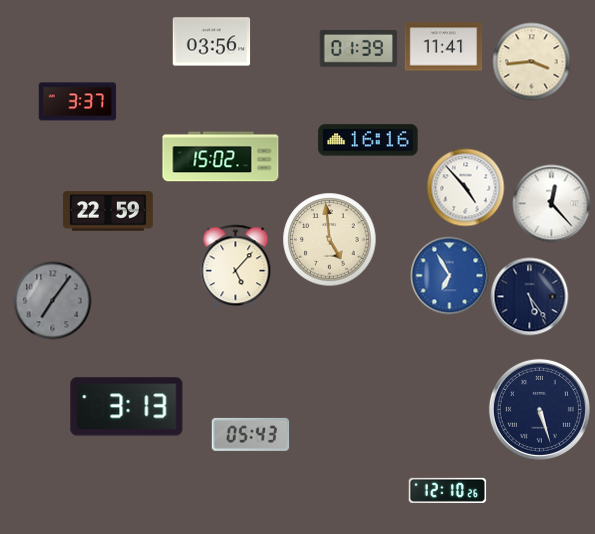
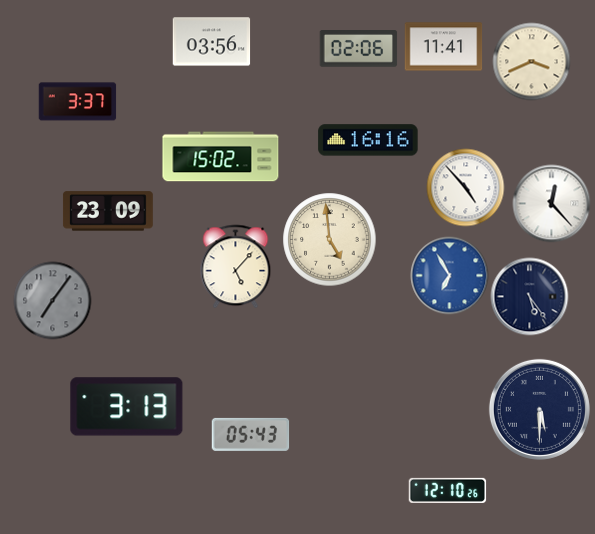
clock at (358, 49): 01:39 -> 02:06
clock at (531, 61): 3:44 -> 3:41
clock at (108, 211): 22:59 -> 23:09
clock at (539, 409): 5:27 -> 5:30
